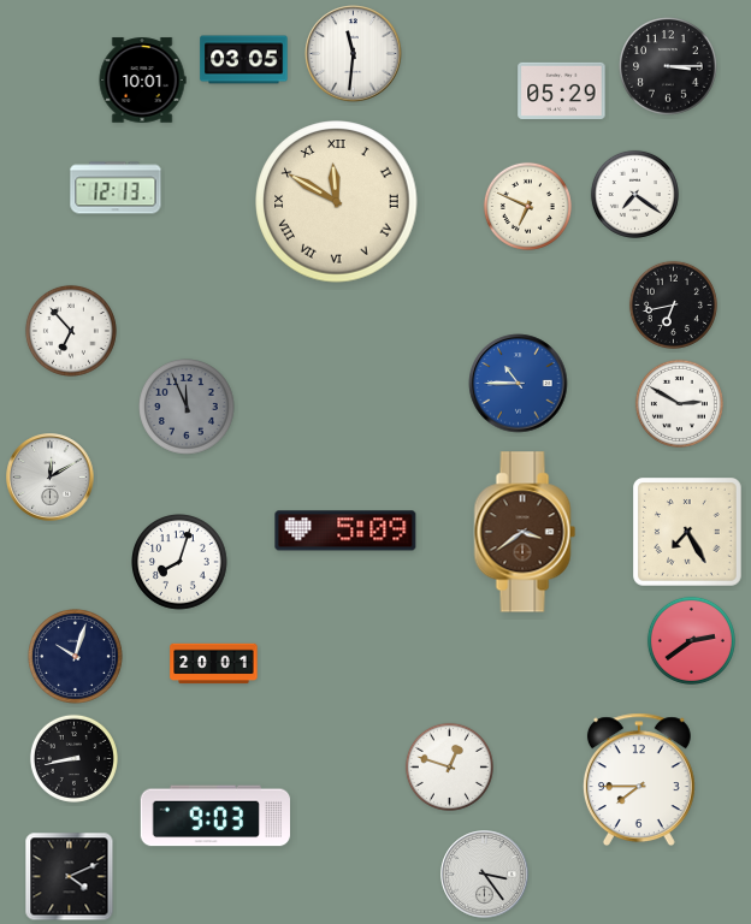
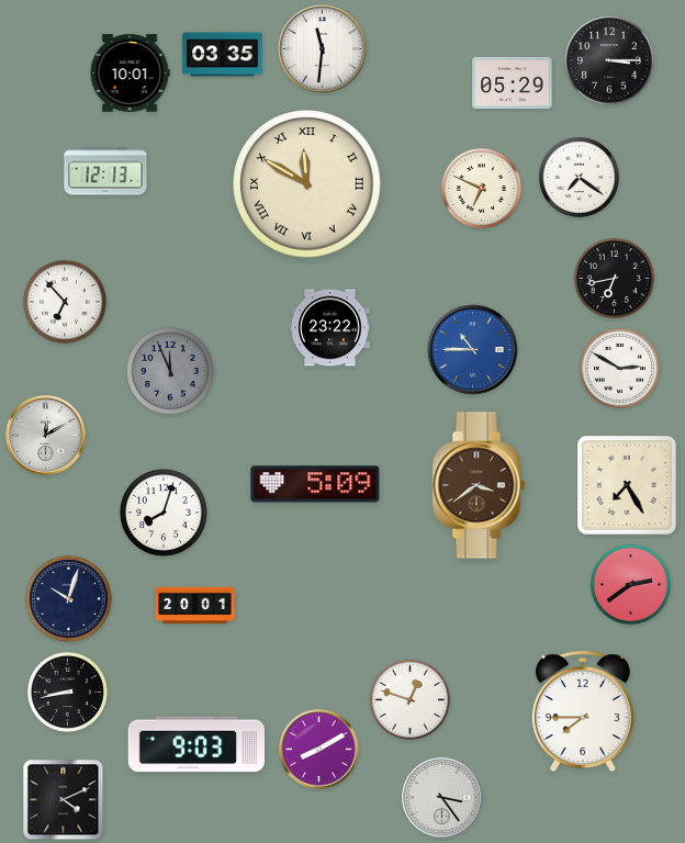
clock at (244, 60): 03:05 -> 03:35
clock at (330, 328): none -> 23:22
clock at (319, 750): none -> 8:10
